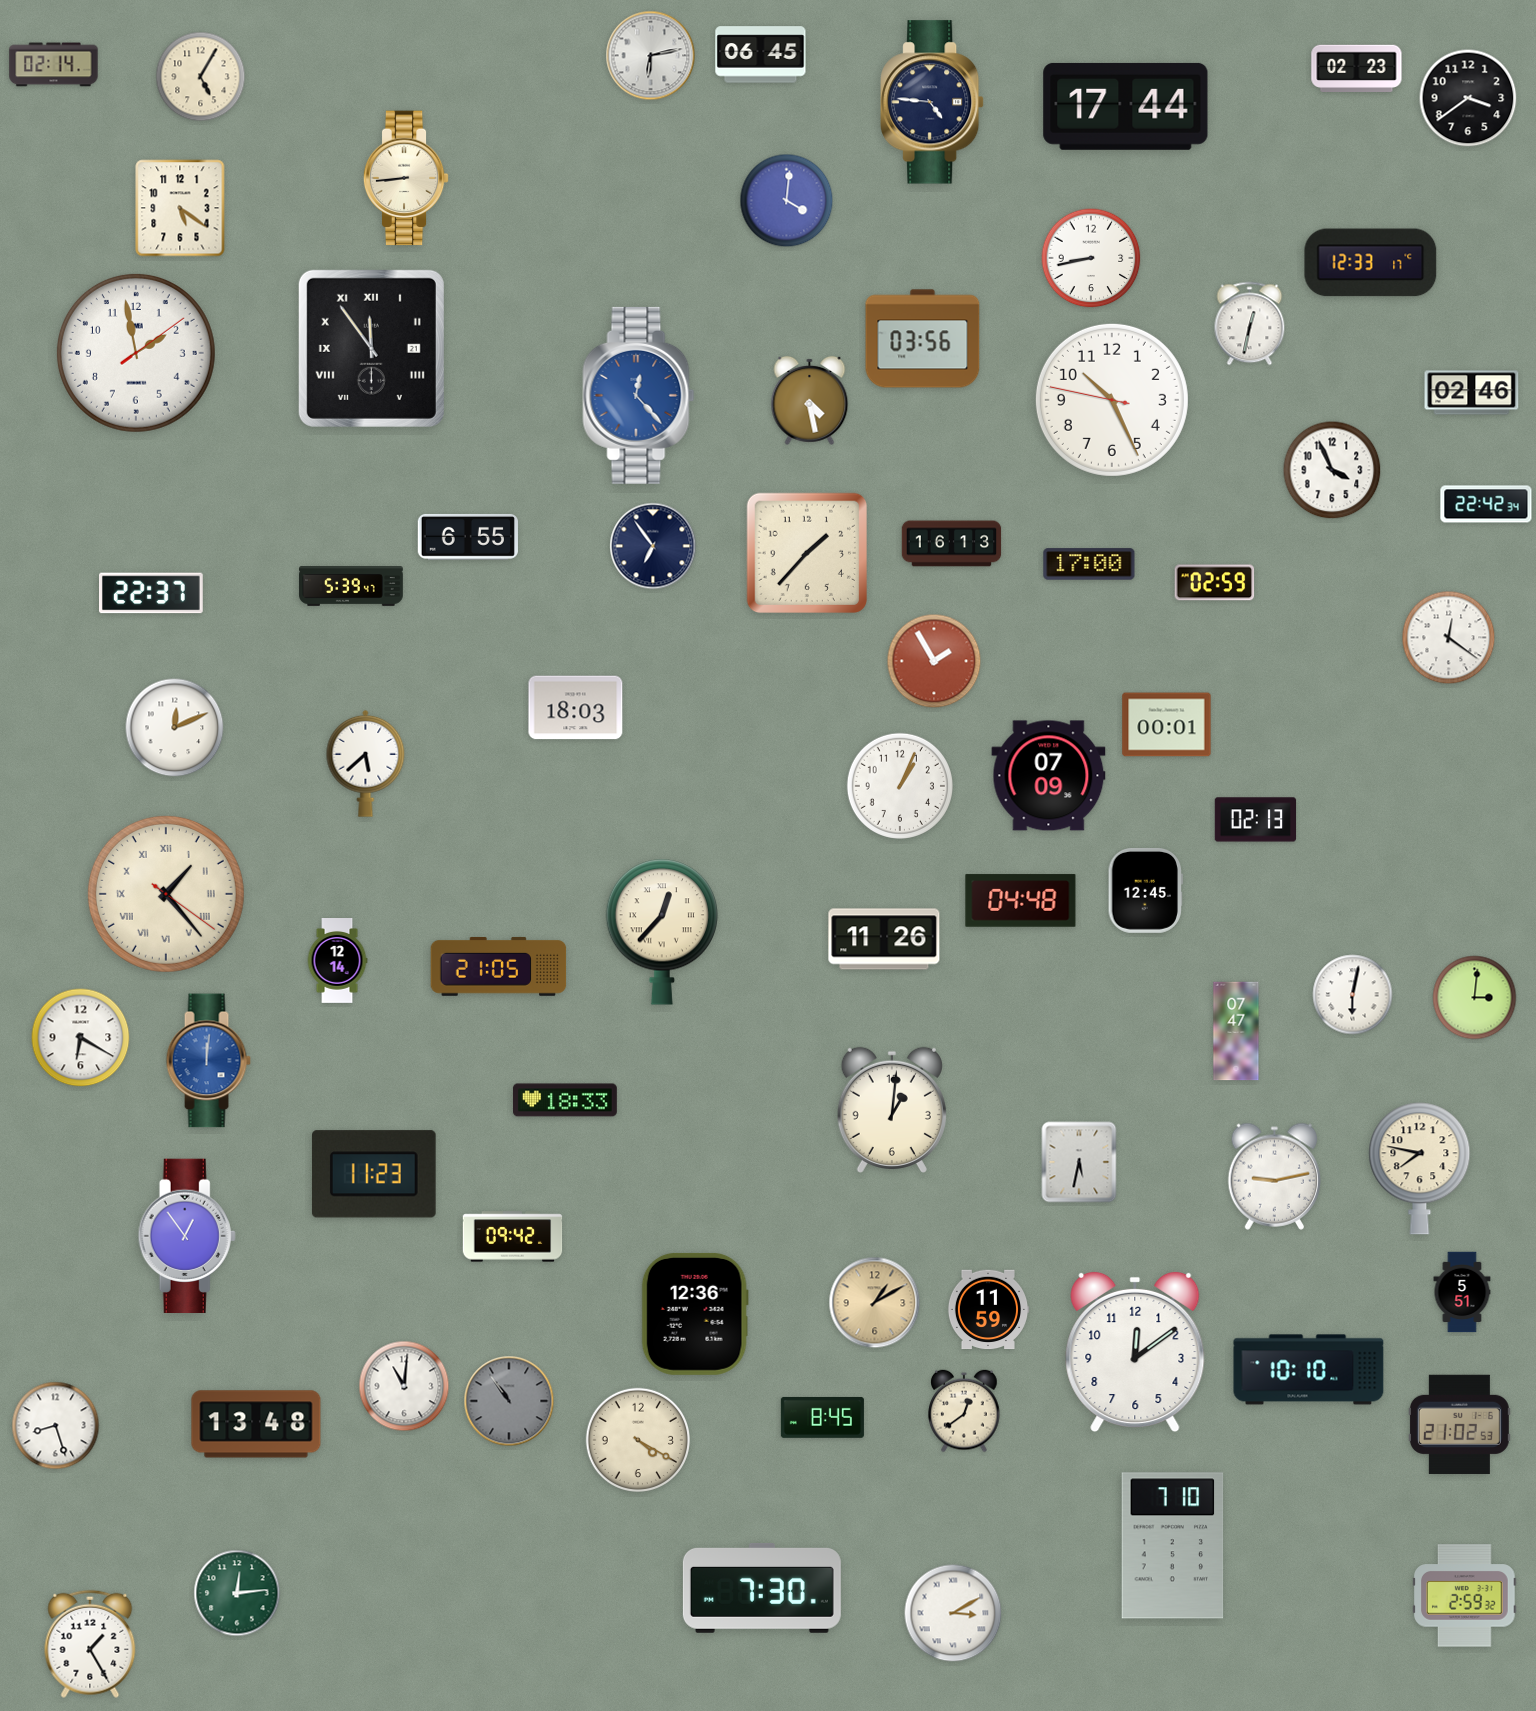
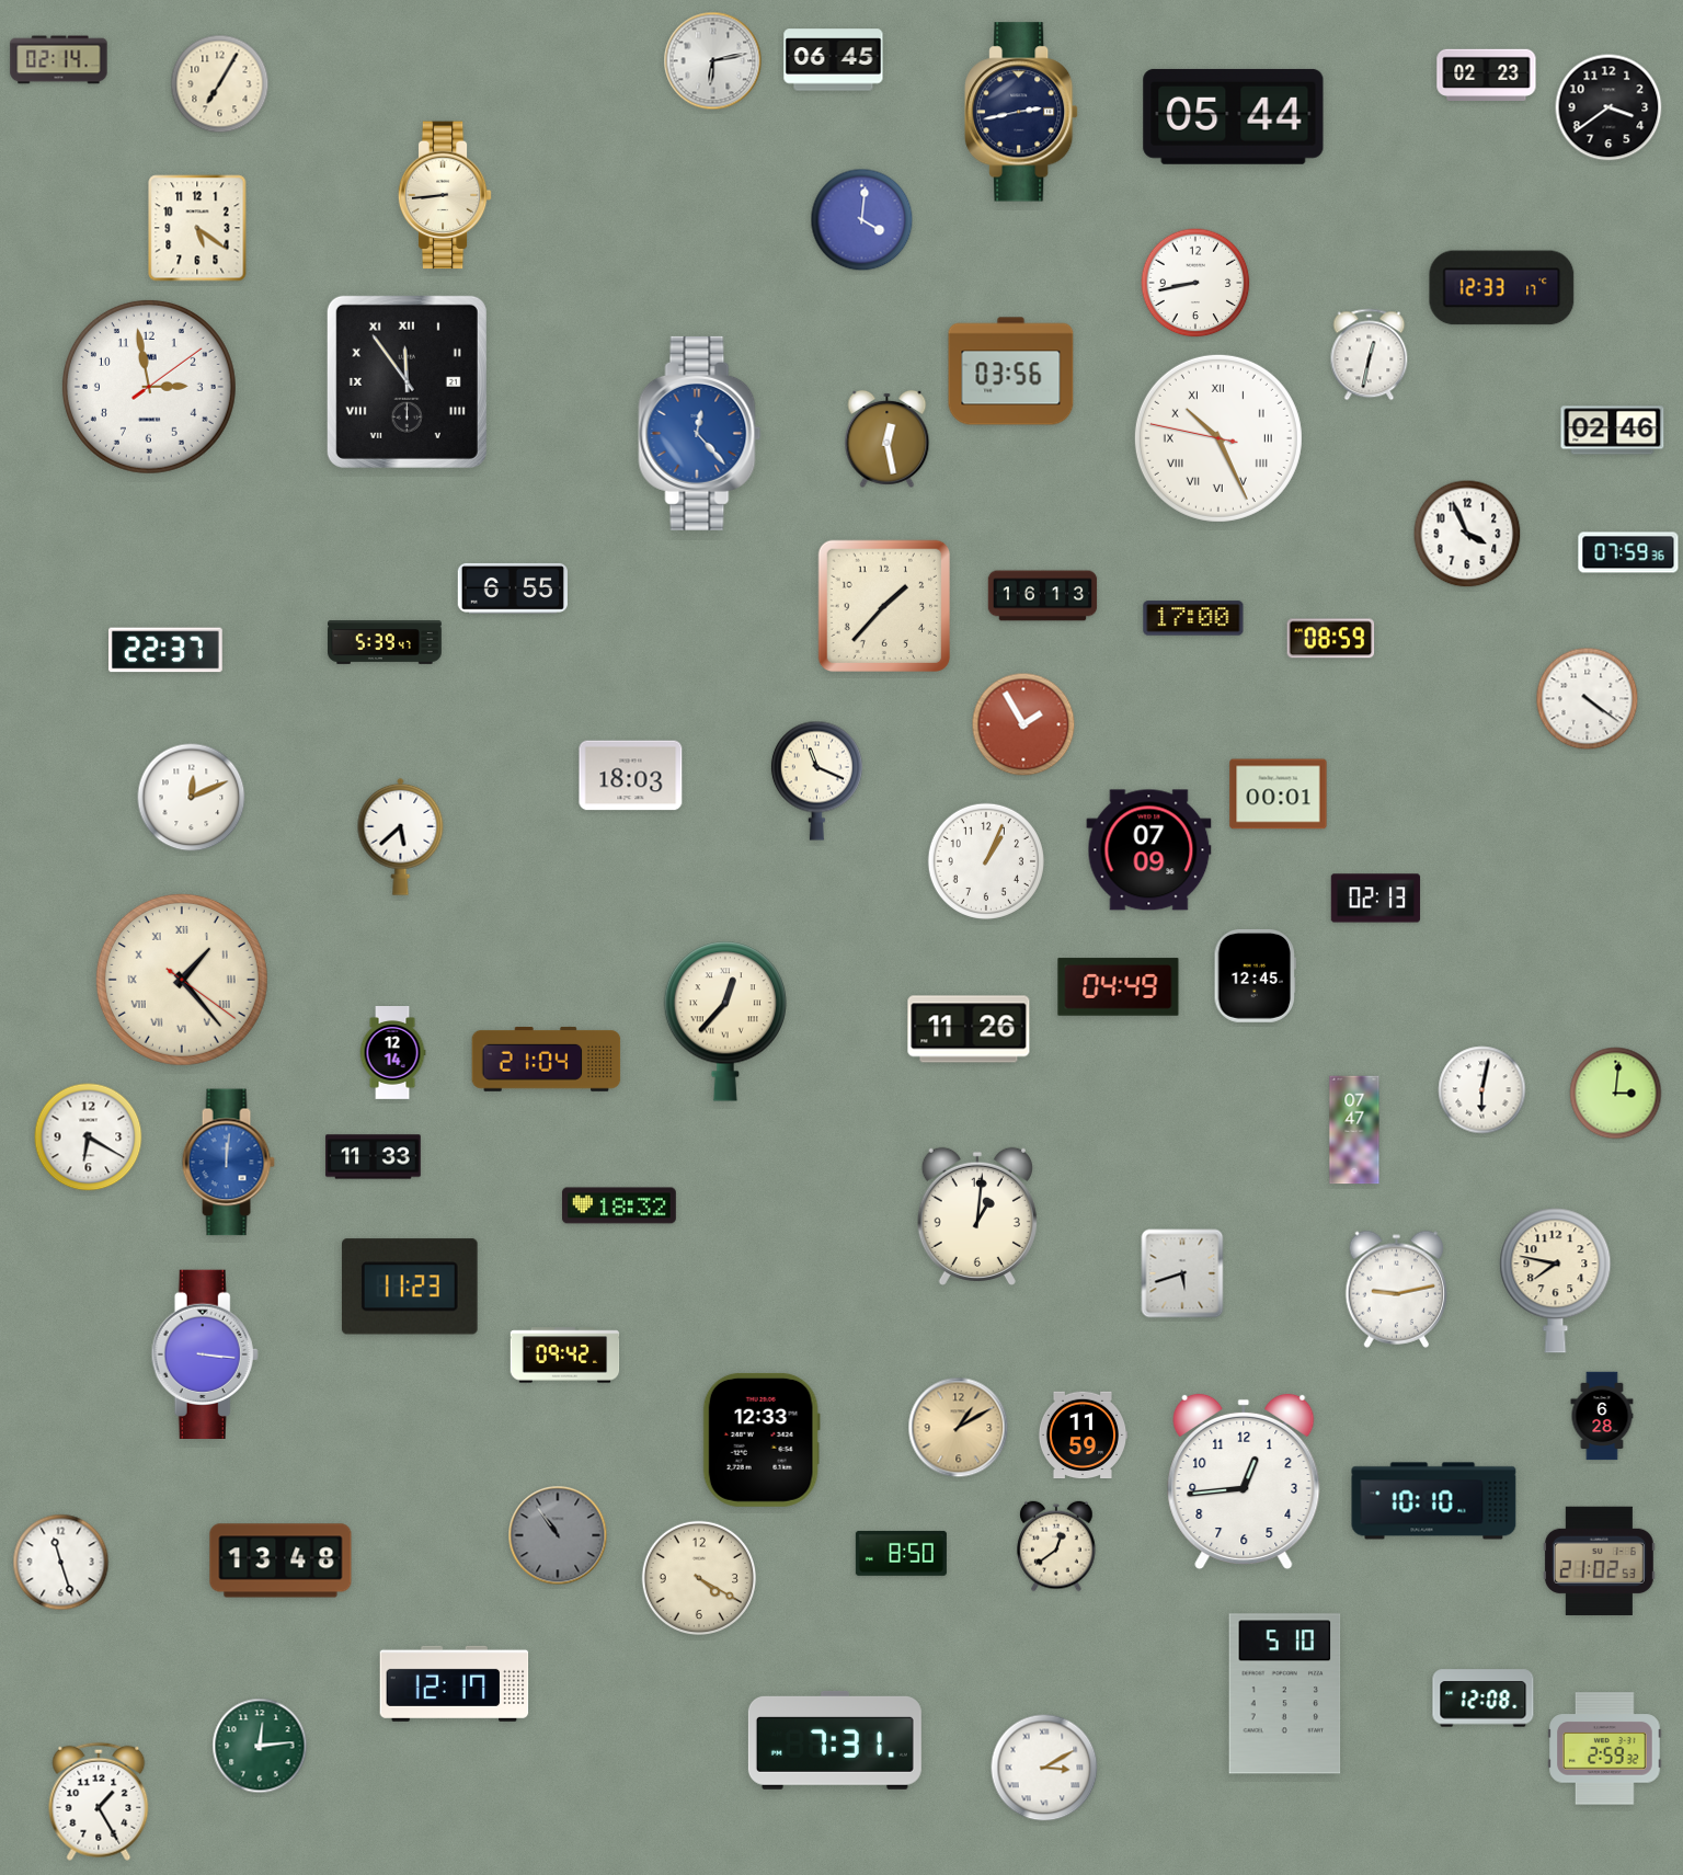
clock at (54, 65) position: (54, 65) -> (59, 60)
clock at (201, 77): 5:05 -> 7:05
clock at (933, 102): 4:46 -> 2:43
clock at (1126, 106): 17:44 -> 05:44
clock at (136, 353): 1:58 -> 2:58
clock at (810, 400): 4:28 -> 12:28
clock at (1112, 400) numerals: Arabic -> Roman
clock at (1332, 470) position: (1332, 470) -> (1467, 534)
clock at (1486, 504): 22:42 -> 07:59
clock at (653, 546): 6:54 -> none
clock at (1215, 583): 02:59 -> 08:59
clock at (1449, 638): 12:21 -> 4:21
clock at (816, 780): none -> 11:19
clock at (1021, 901): 04:48 -> 04:49
clock at (337, 961) position: (337, 961) -> (392, 1053)
clock at (499, 966): 21:05 -> 21:04
clock at (374, 1157): none -> 11:33
clock at (566, 1100): 18:33 -> 18:32
clock at (1079, 1162): 5:32 -> 5:42
clock at (187, 1236): 12:54 -> 3:16
clock at (513, 1237) position: (513, 1237) -> (565, 1356)
clock at (1462, 1292): 5:51 -> 6:28
clock at (695, 1314): 12:36 -> 12:33
clock at (1135, 1352): 12:09 -> 12:44
clock at (404, 1386): 11:01 -> none
clock at (822, 1417): 8:45 -> 8:50
clock at (56, 1426): 8:27 -> 11:27
clock at (455, 1683): none -> 12:17
clock at (1173, 1546): 7:10 -> 5:10
clock at (1484, 1699): none -> 12:08
clock at (762, 1588): 7:30 -> 7:31
